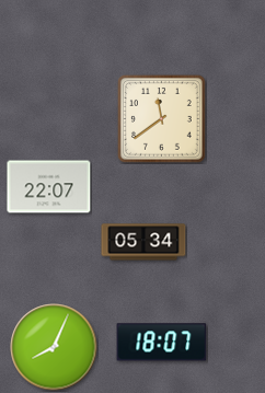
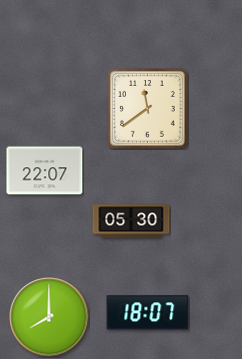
clock at (143, 242): 05:34 -> 05:30
clock at (54, 347): 8:04 -> 8:00
